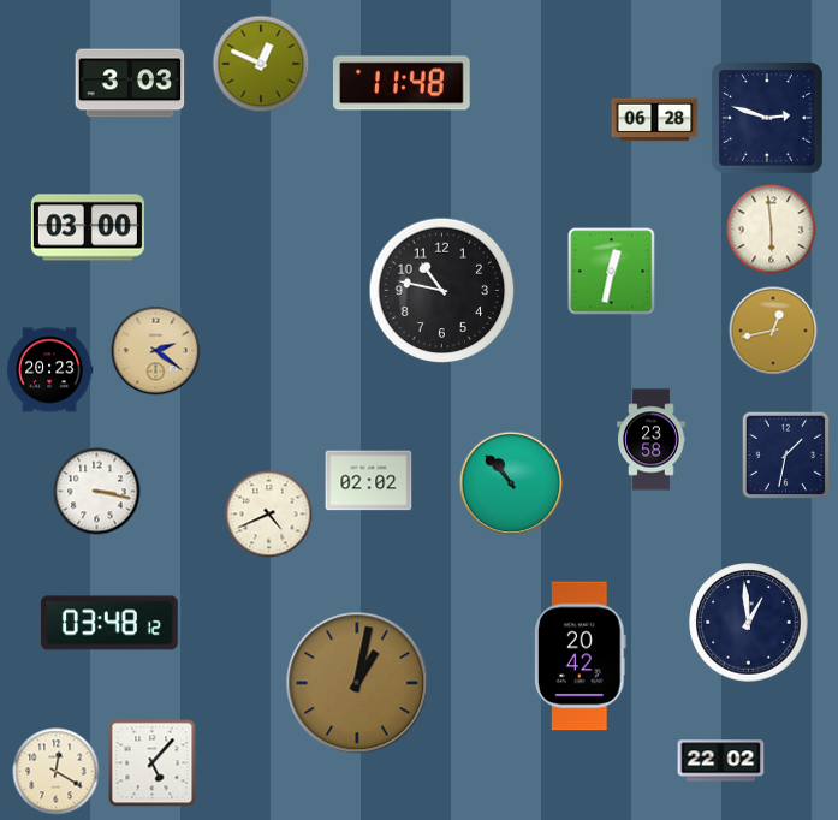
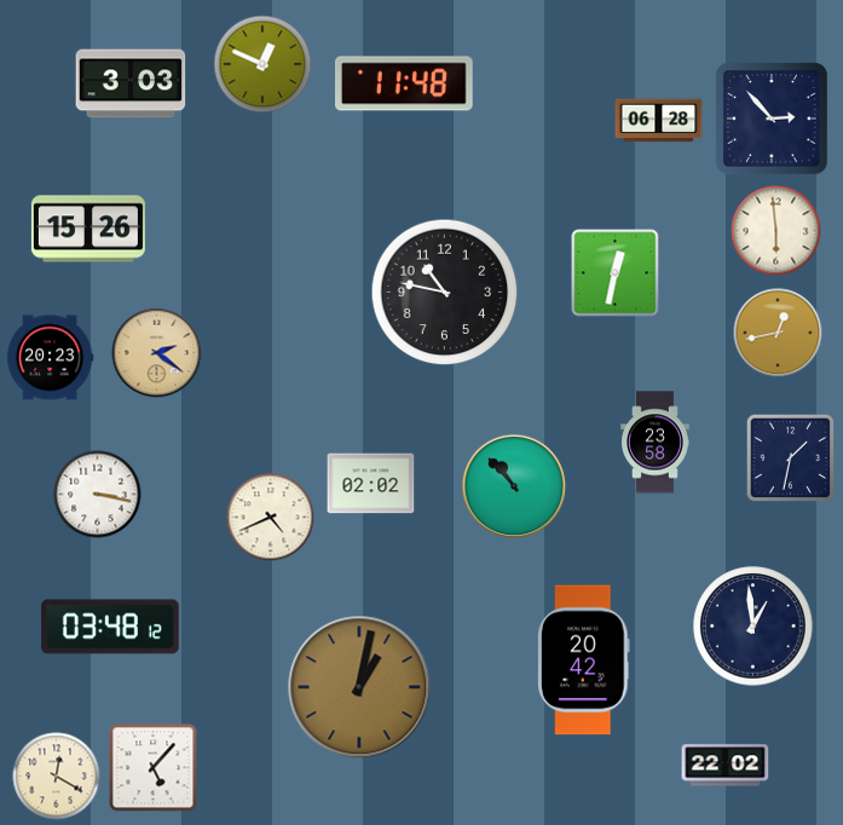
clock at (768, 119): 2:48 -> 2:53
clock at (88, 227): 03:00 -> 15:26
clock at (49, 370) position: (49, 370) -> (50, 358)
